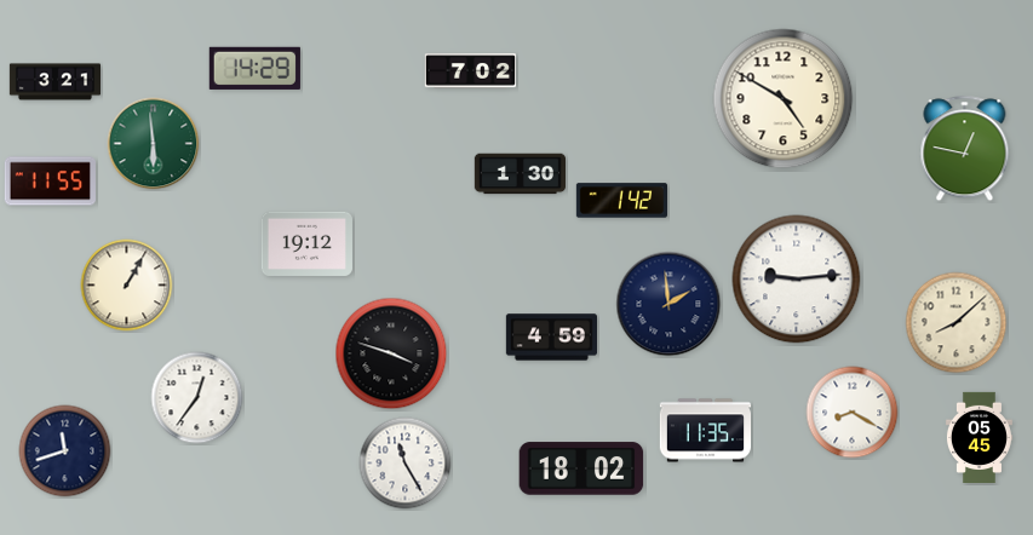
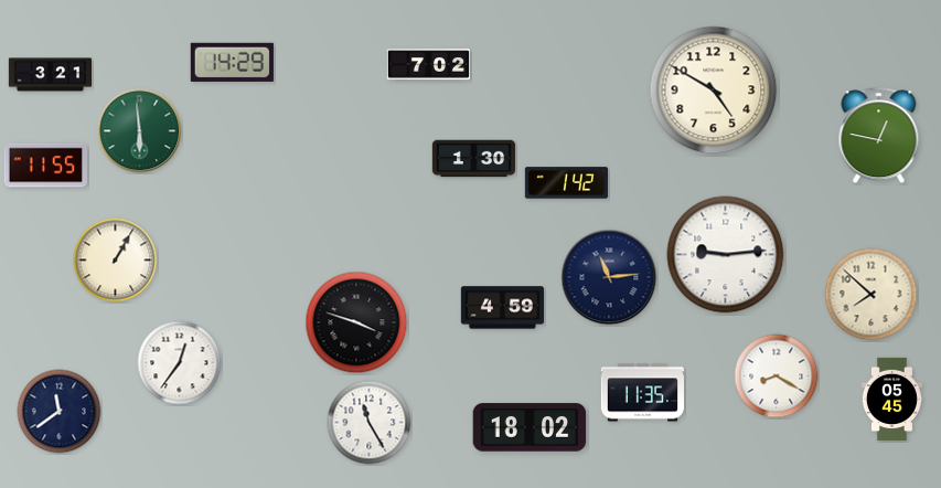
clock at (306, 243): 19:12 -> none
clock at (668, 304): 1:59 -> 11:14
clock at (957, 323): 8:08 -> 7:52
clock at (65, 451): 11:42 -> 11:39
